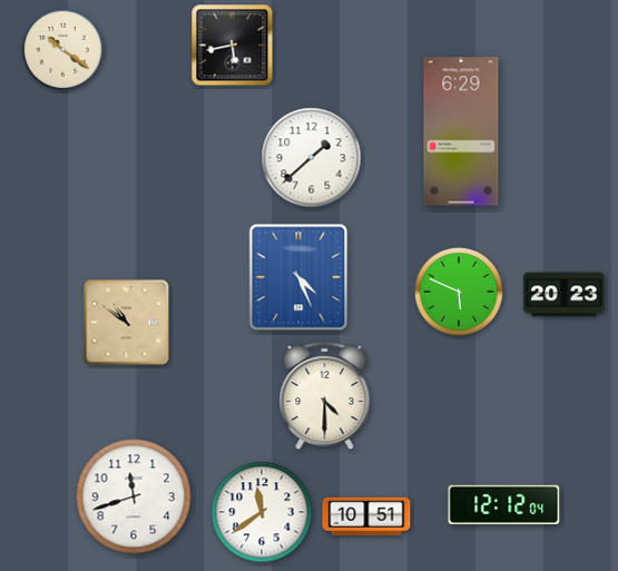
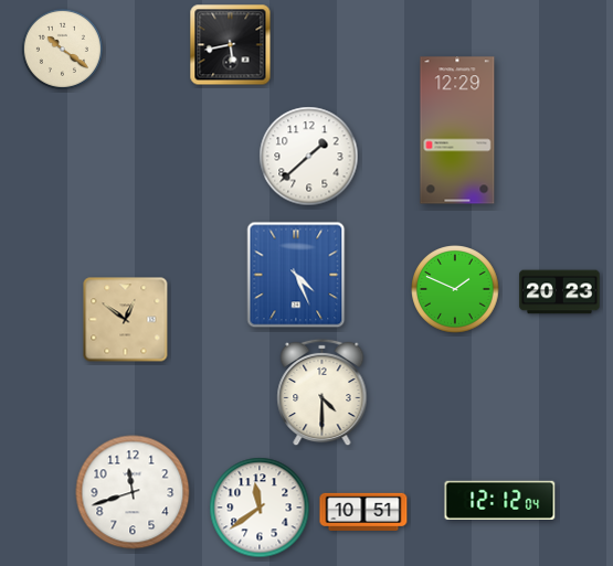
clock at (461, 131): 6:29 -> 12:29
clock at (459, 292): 5:49 -> 1:49
clock at (127, 323): 10:51 -> 12:51
